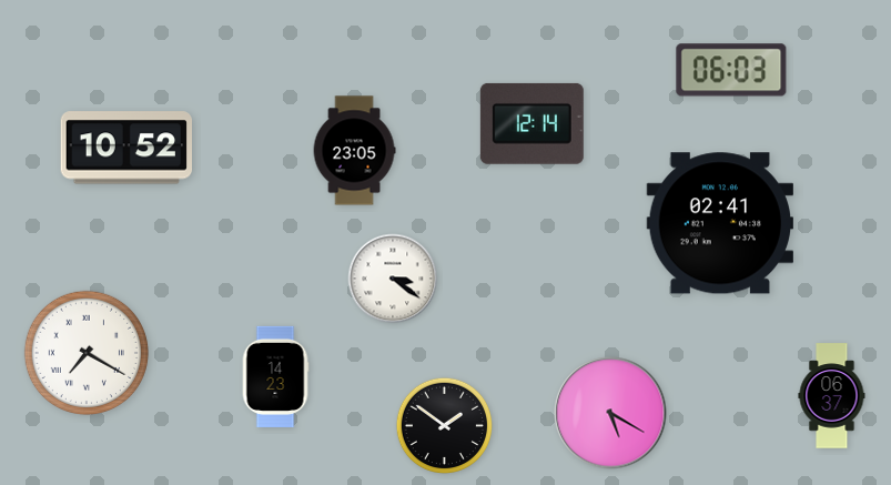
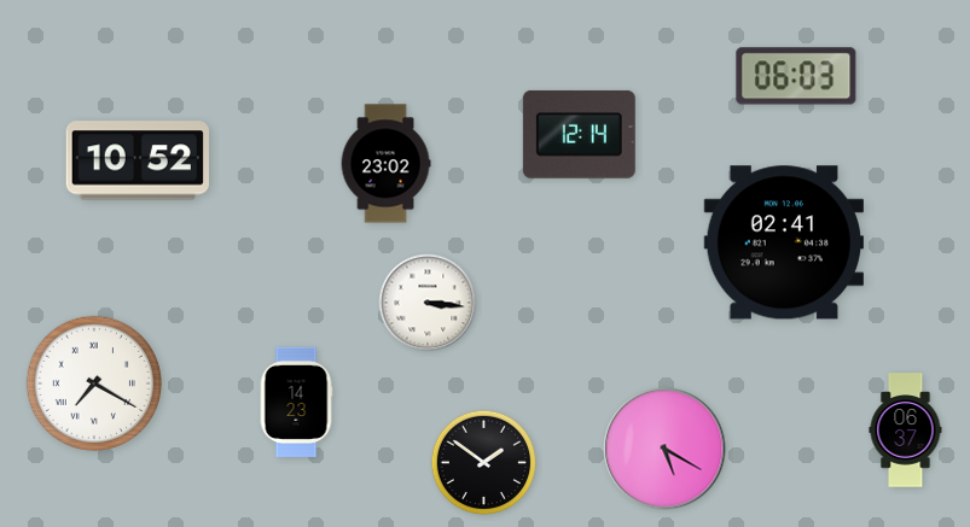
clock at (354, 151): 23:05 -> 23:02
clock at (393, 279): 3:21 -> 3:16
clock at (275, 376) position: (275, 376) -> (296, 402)
